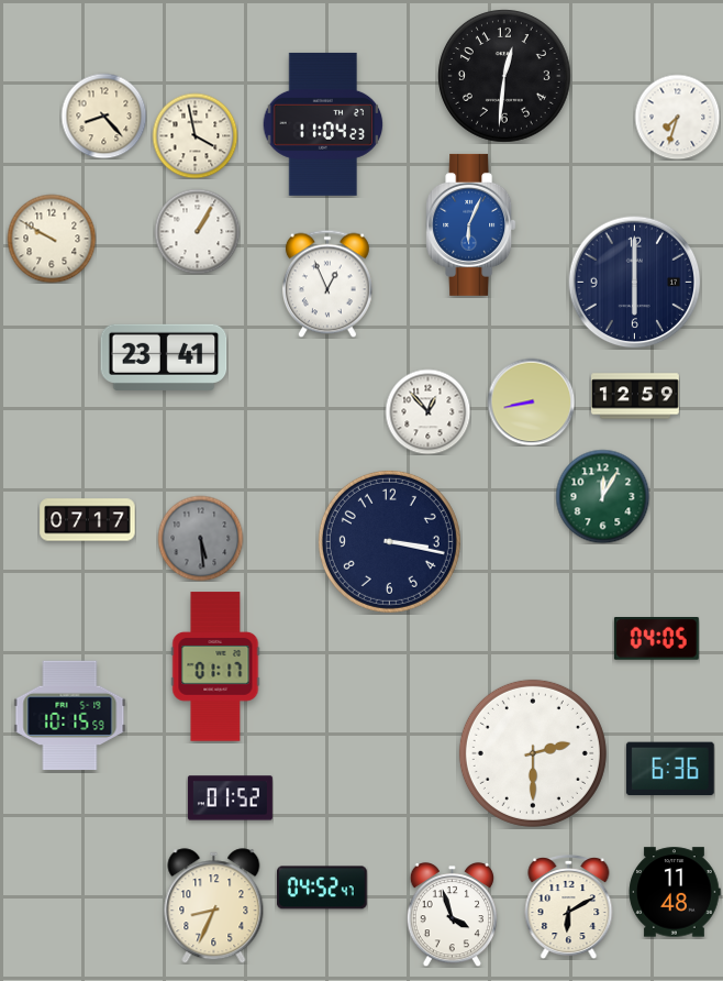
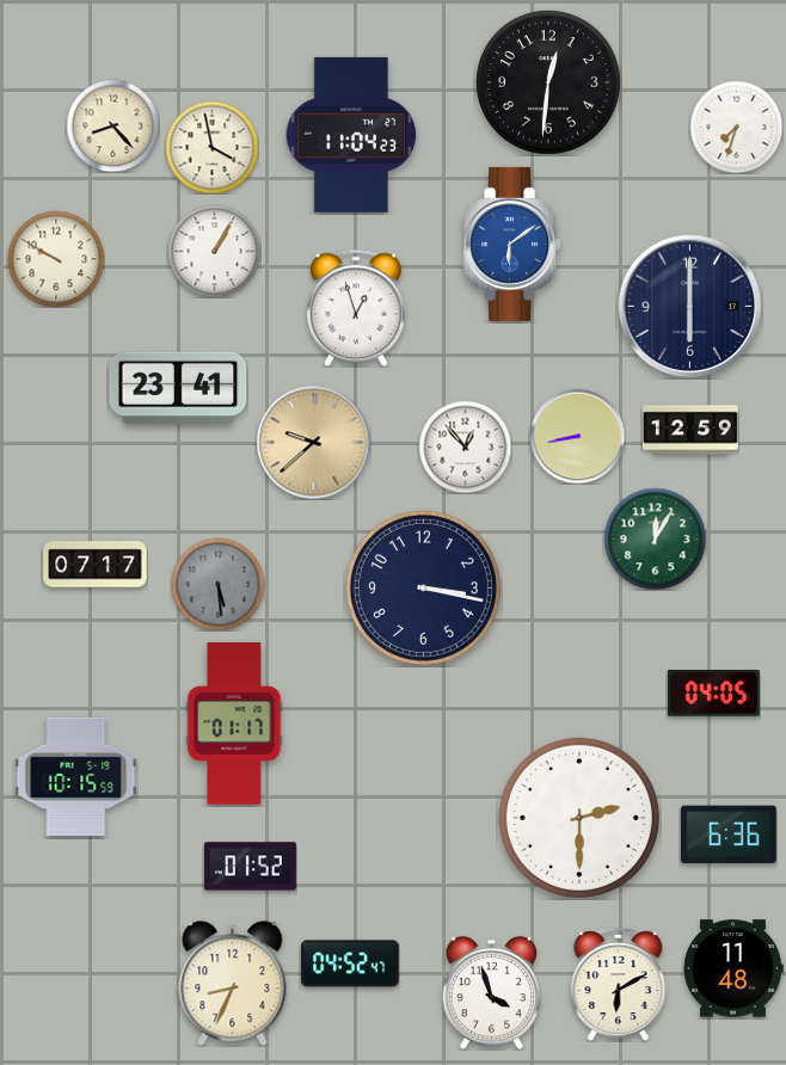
clock at (471, 224): 6:04 -> 6:09
clock at (327, 284): 12:56 -> 12:57
clock at (313, 442): none -> 9:38
